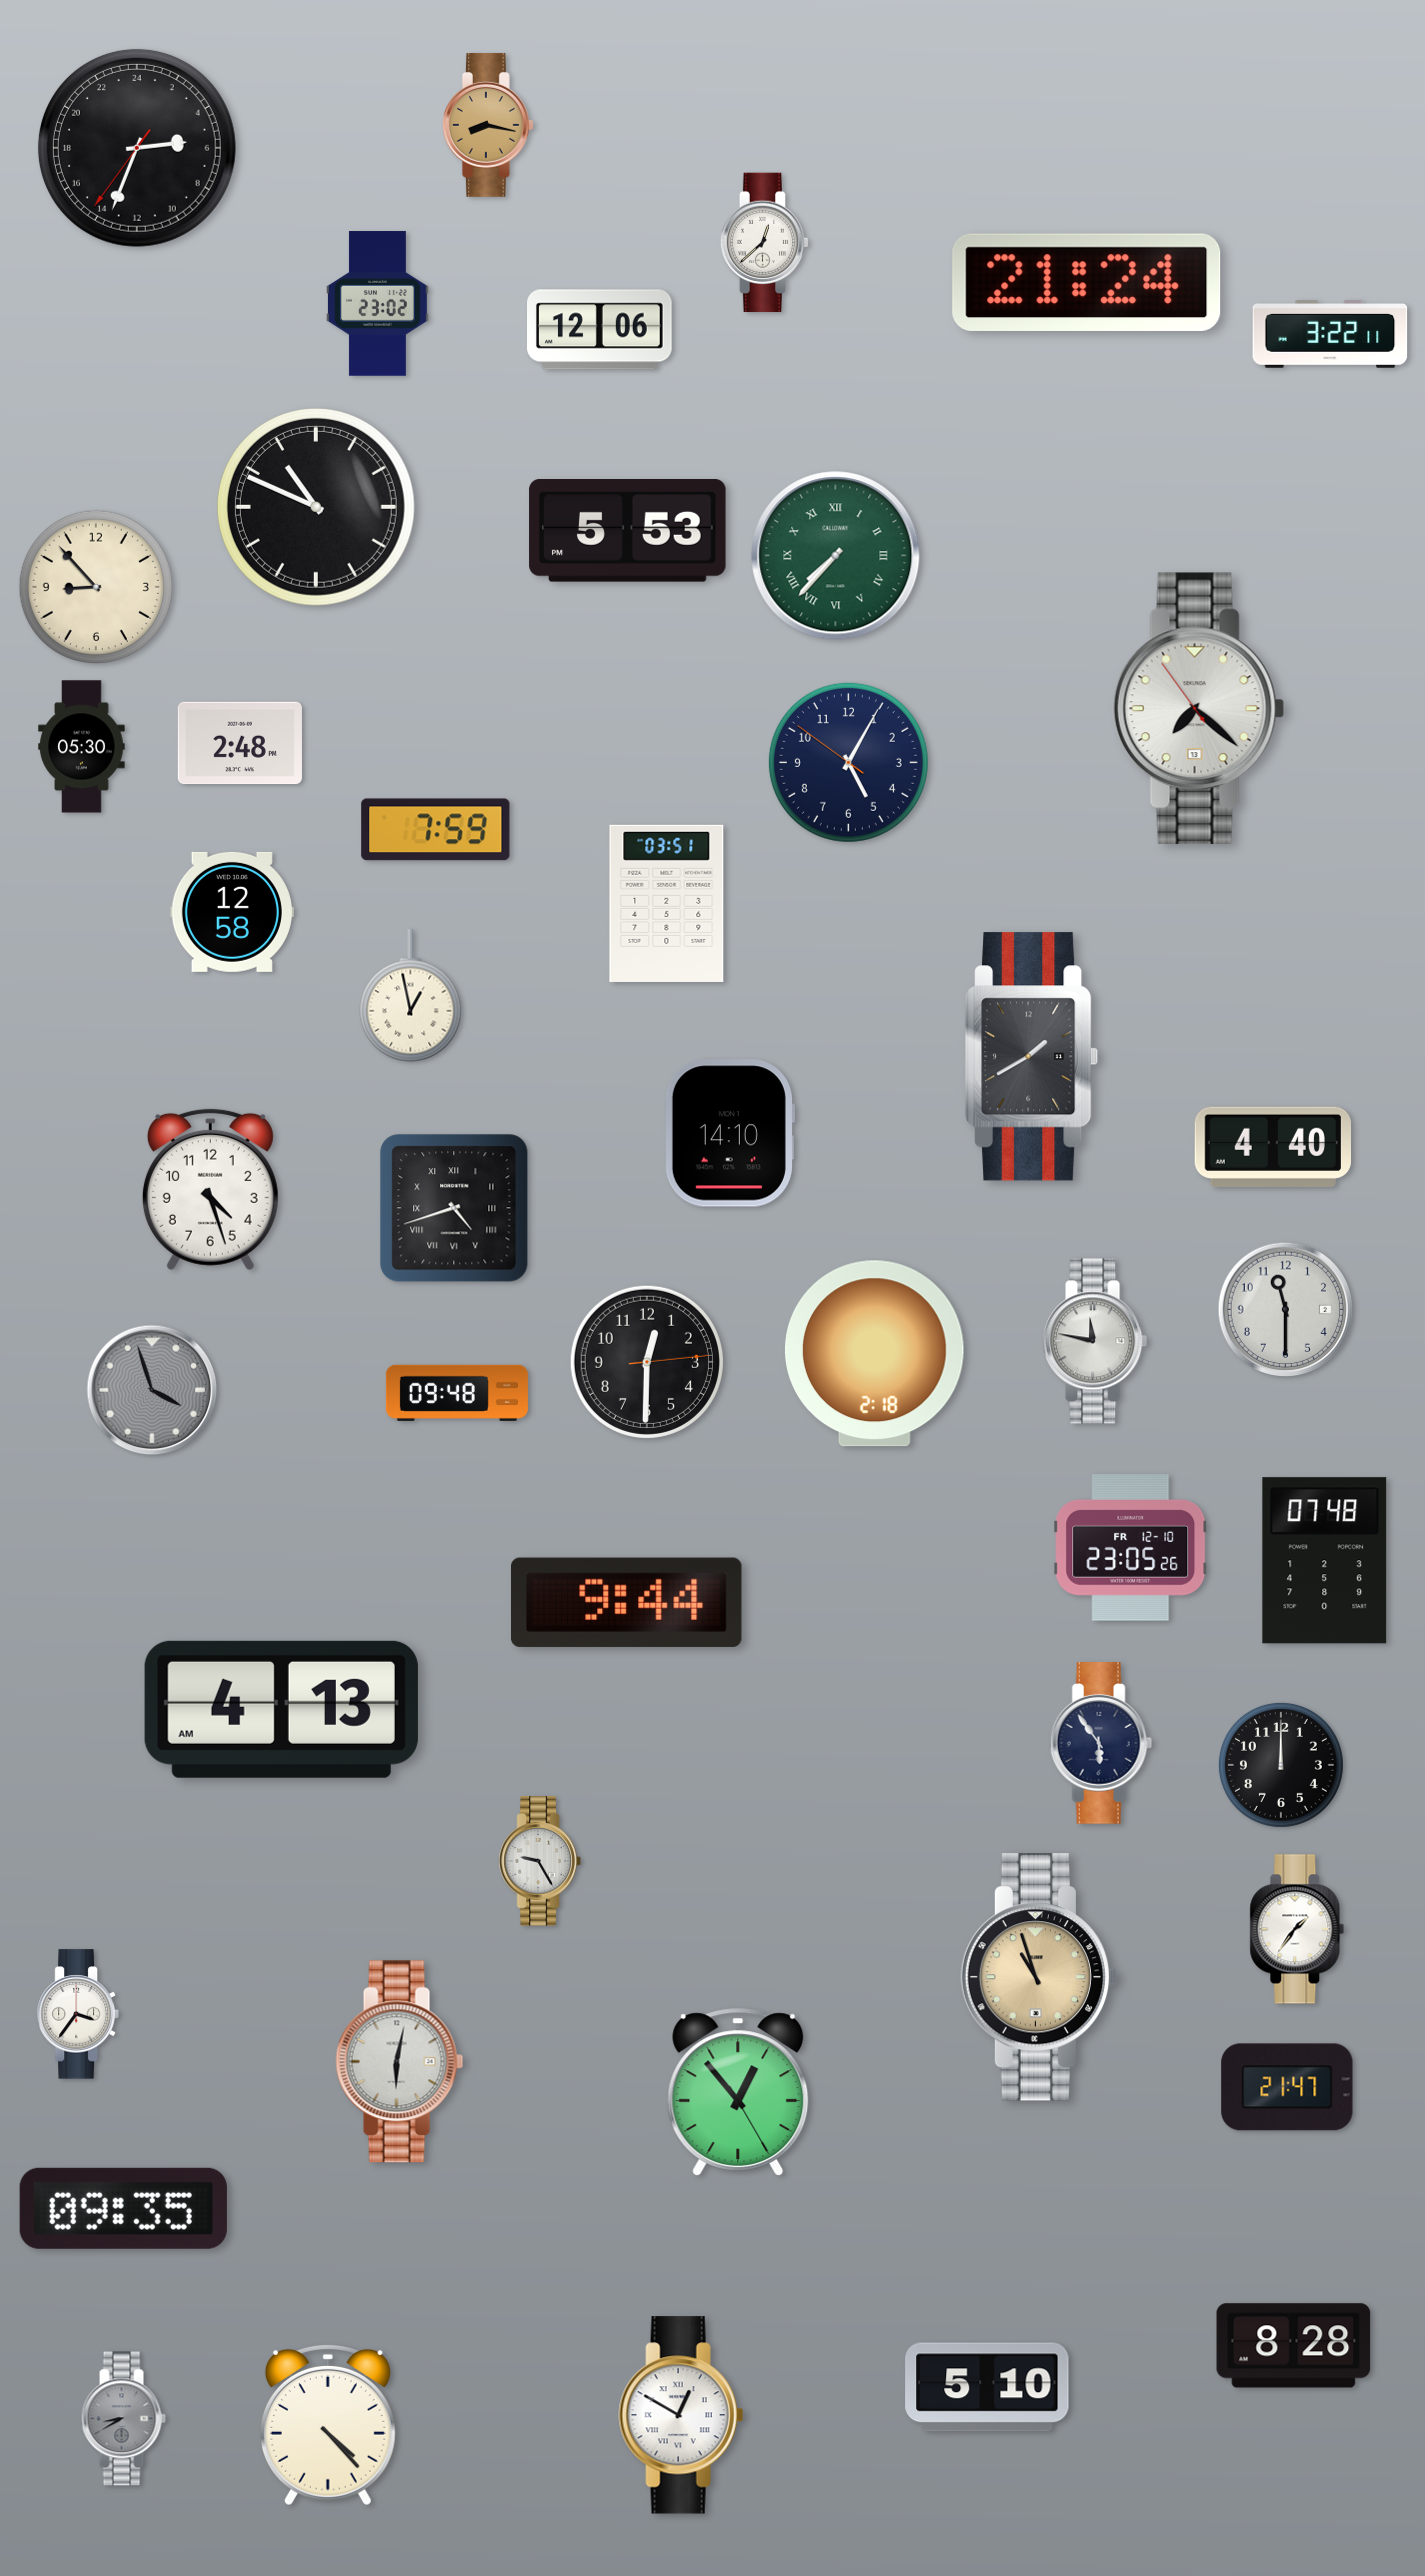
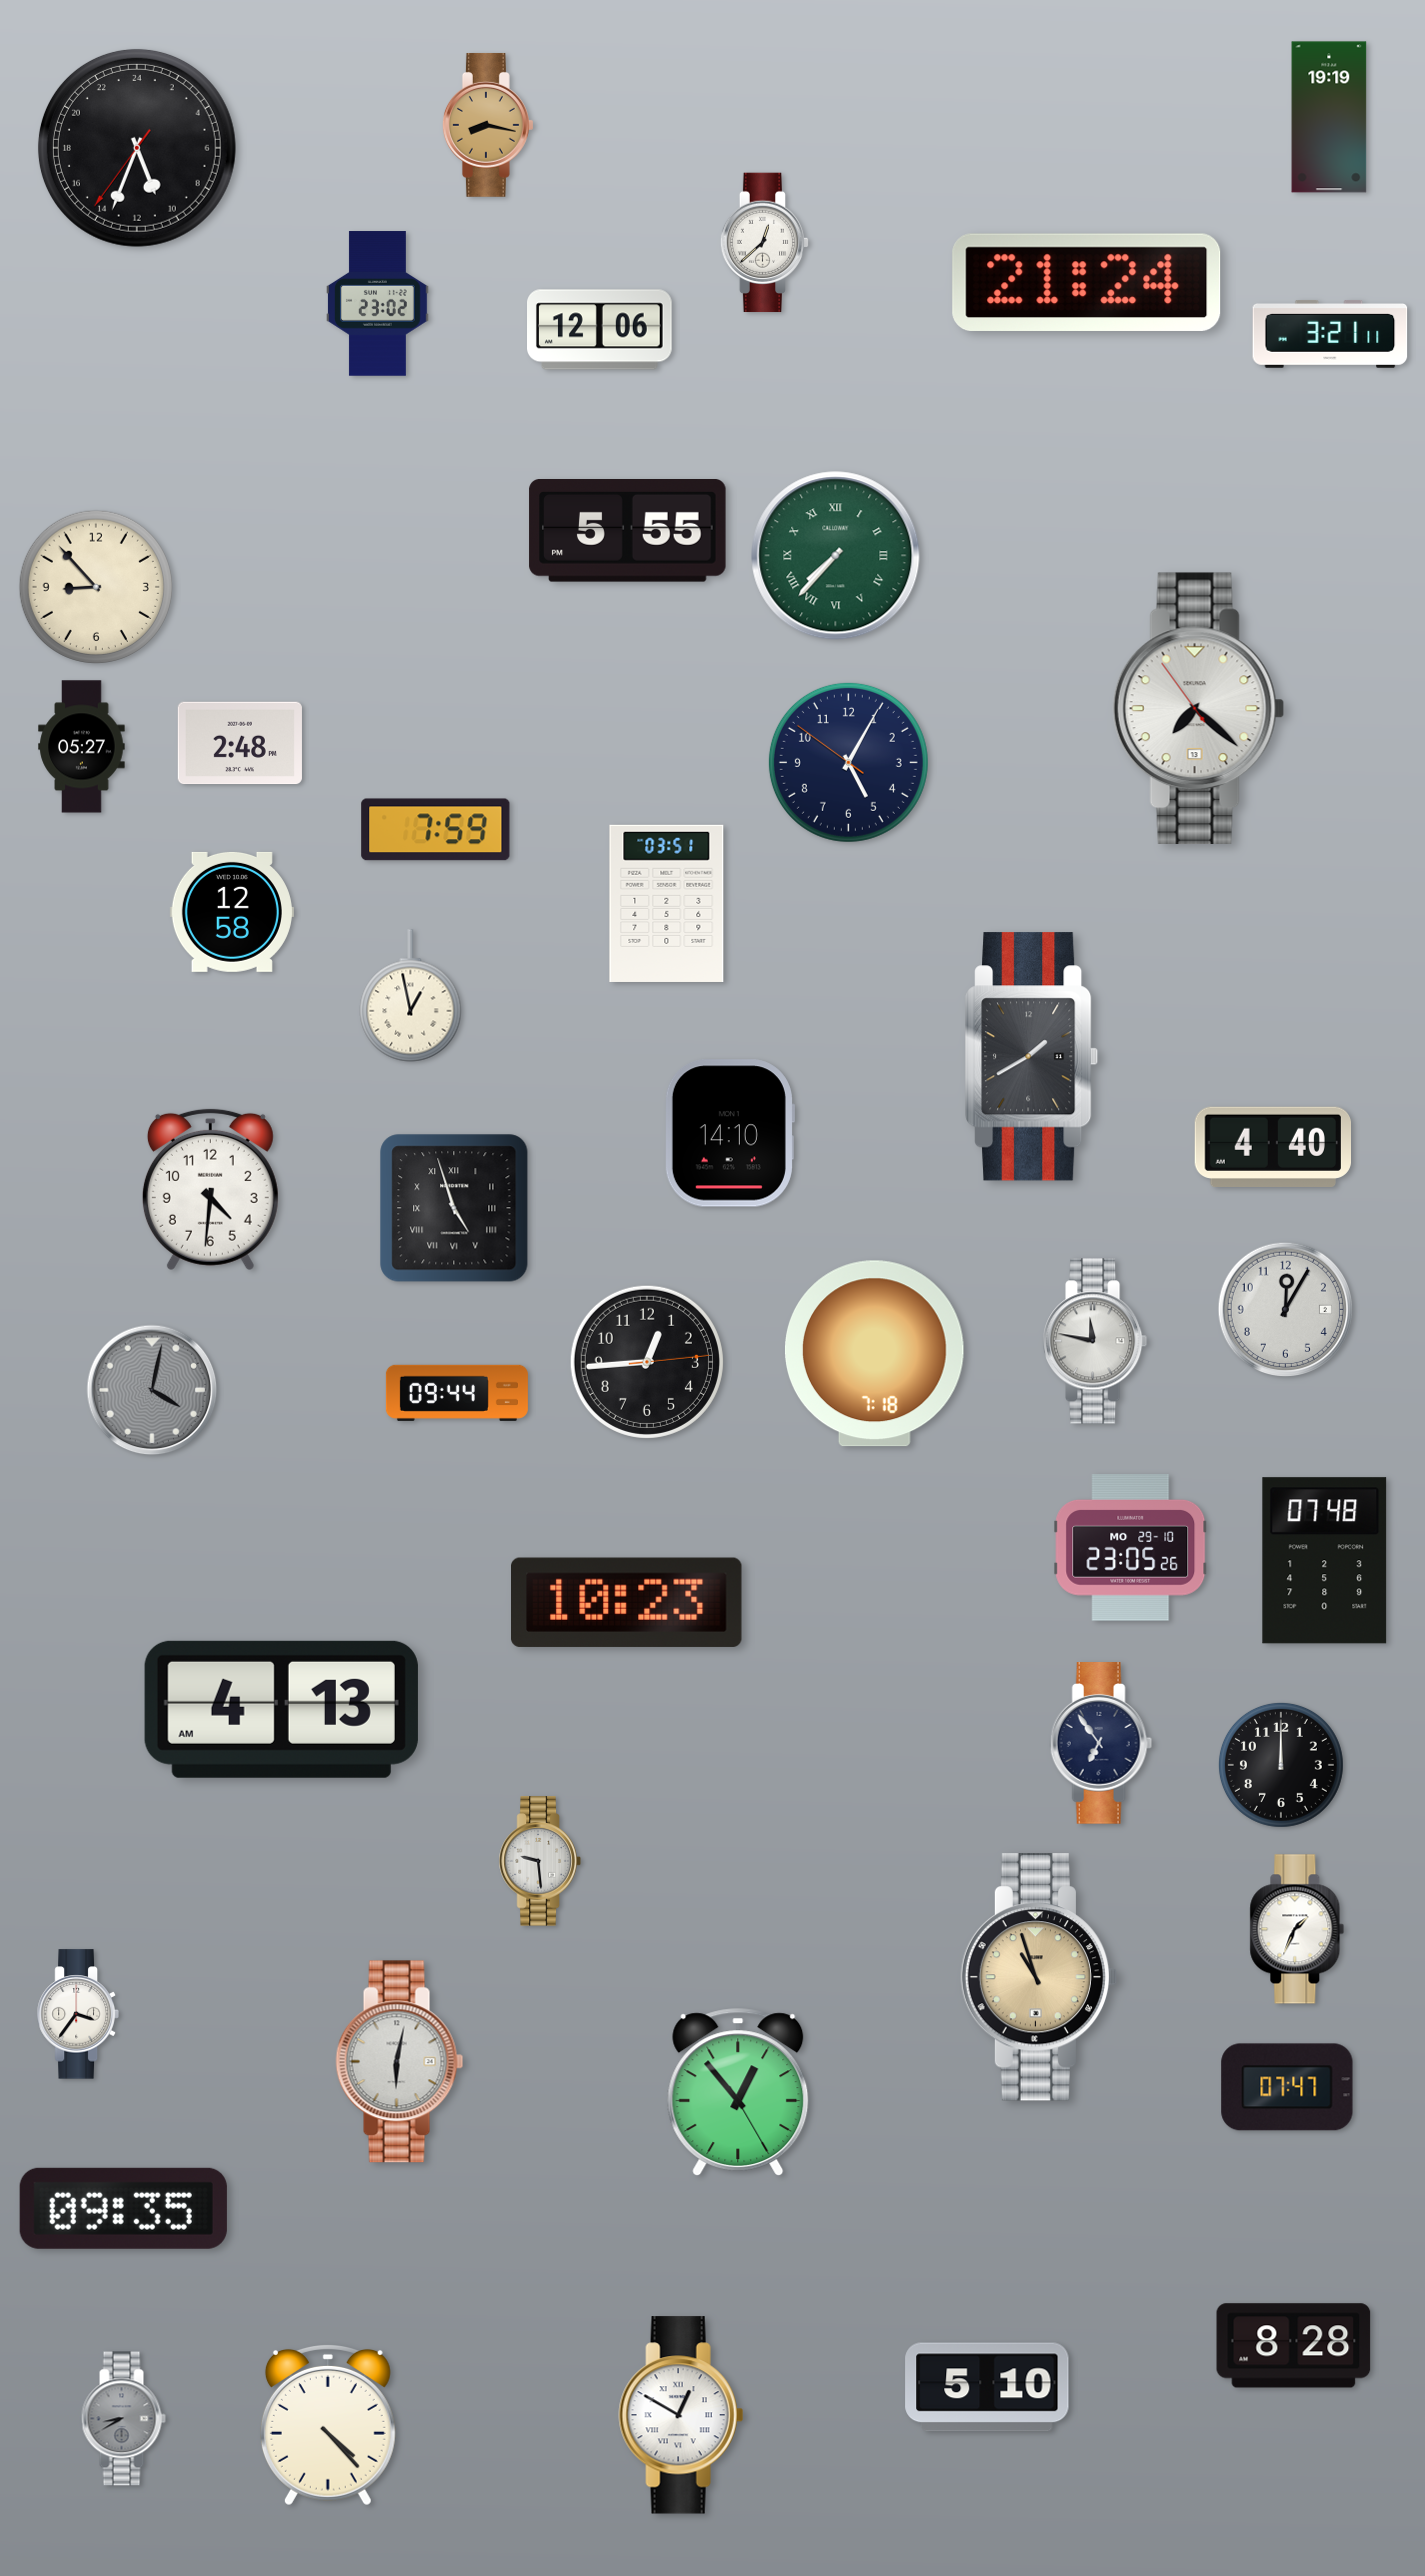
clock at (1329, 117): none -> 19:19
clock at (137, 148): 5:33 -> 10:33
clock at (1330, 334): 3:22 -> 3:21
clock at (316, 507): 10:49 -> none
clock at (628, 531): 5:53 -> 5:55
clock at (82, 747): 05:30 -> 05:27
clock at (210, 1189): 4:27 -> 4:31
clock at (454, 1208): 4:42 -> 4:57
clock at (1286, 1309): 11:30 -> 12:05
clock at (875, 1354): 2:18 -> 7:18
clock at (647, 1362): 12:30 -> 12:44
clock at (152, 1390): 3:57 -> 4:02
clock at (457, 1393): 09:48 -> 09:44
clock at (1131, 1548) date: FR 12-10 -> MO 29-10
clock at (627, 1602): 9:44 -> 10:23
clock at (1101, 1744): 5:54 -> 6:54
clock at (540, 1861): 9:25 -> 9:29
clock at (1297, 1929): 1:36 -> 1:34
clock at (1287, 2087): 21:47 -> 07:47
